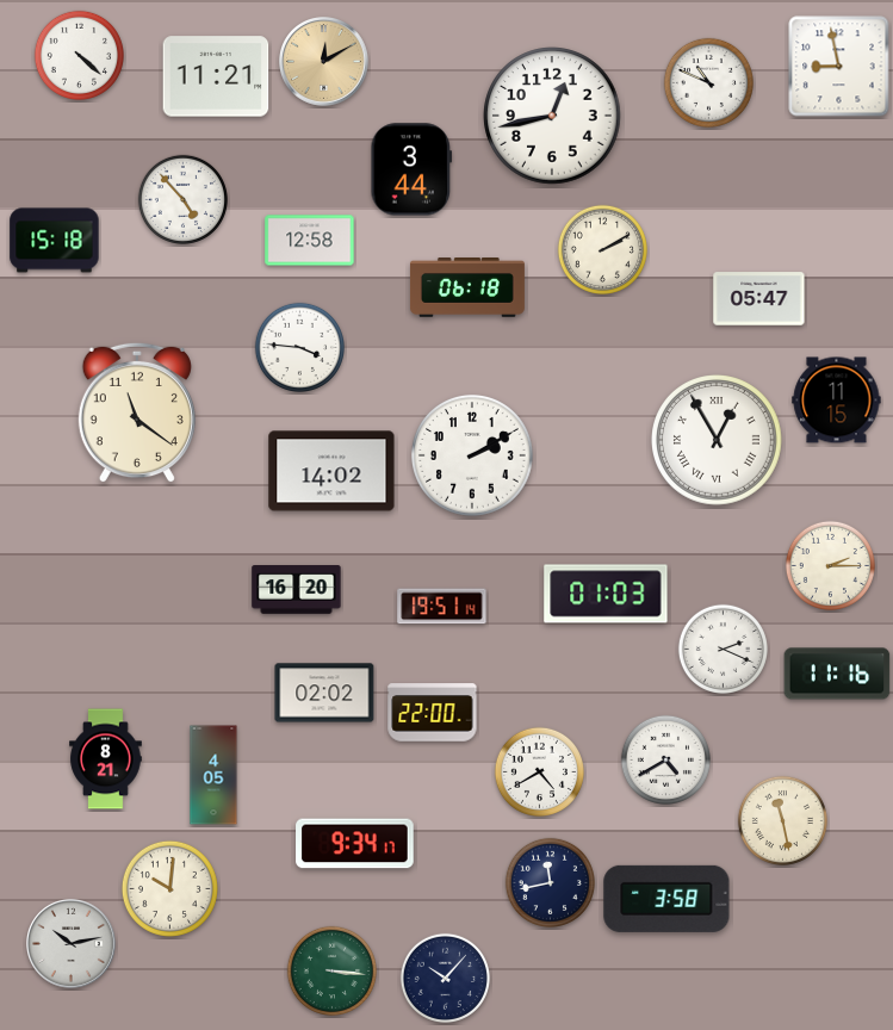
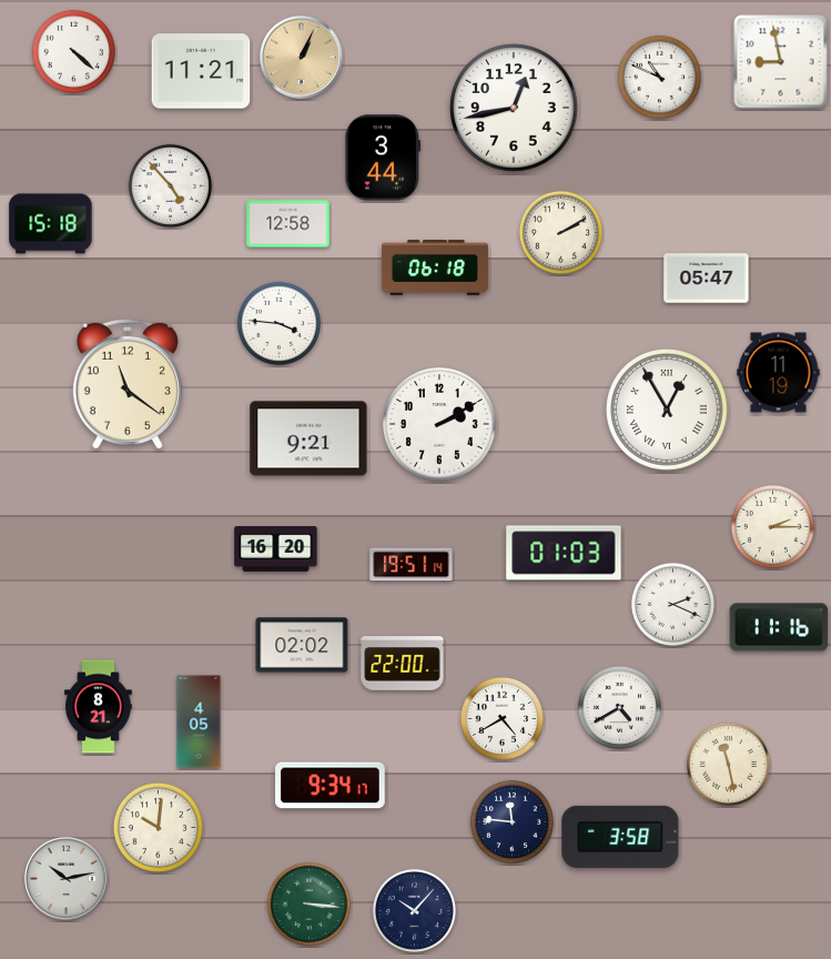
clock at (324, 62): 12:10 -> 1:04
clock at (837, 401): 11:15 -> 11:19
clock at (331, 471): 14:02 -> 9:21
clock at (550, 882): 11:43 -> 11:46
